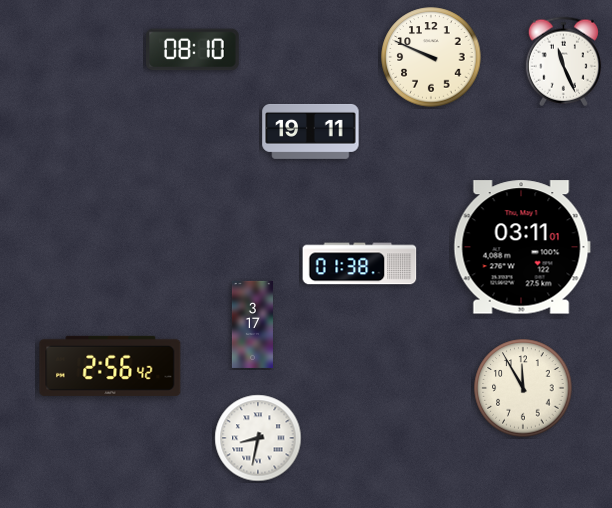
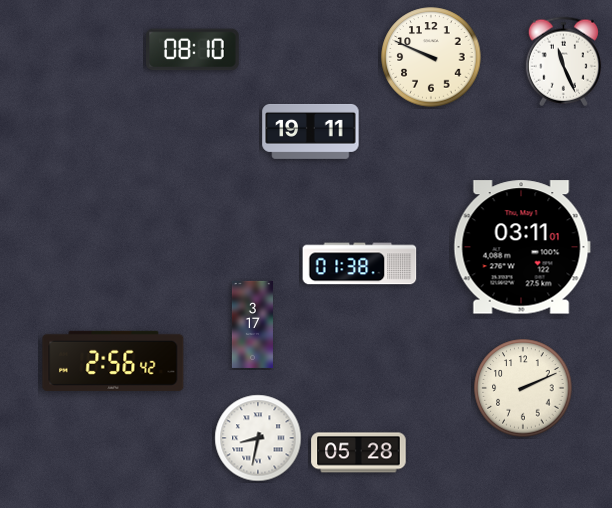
clock at (110, 366) position: (110, 366) -> (113, 361)
clock at (523, 388): 11:55 -> 2:11
clock at (359, 453): none -> 05:28
